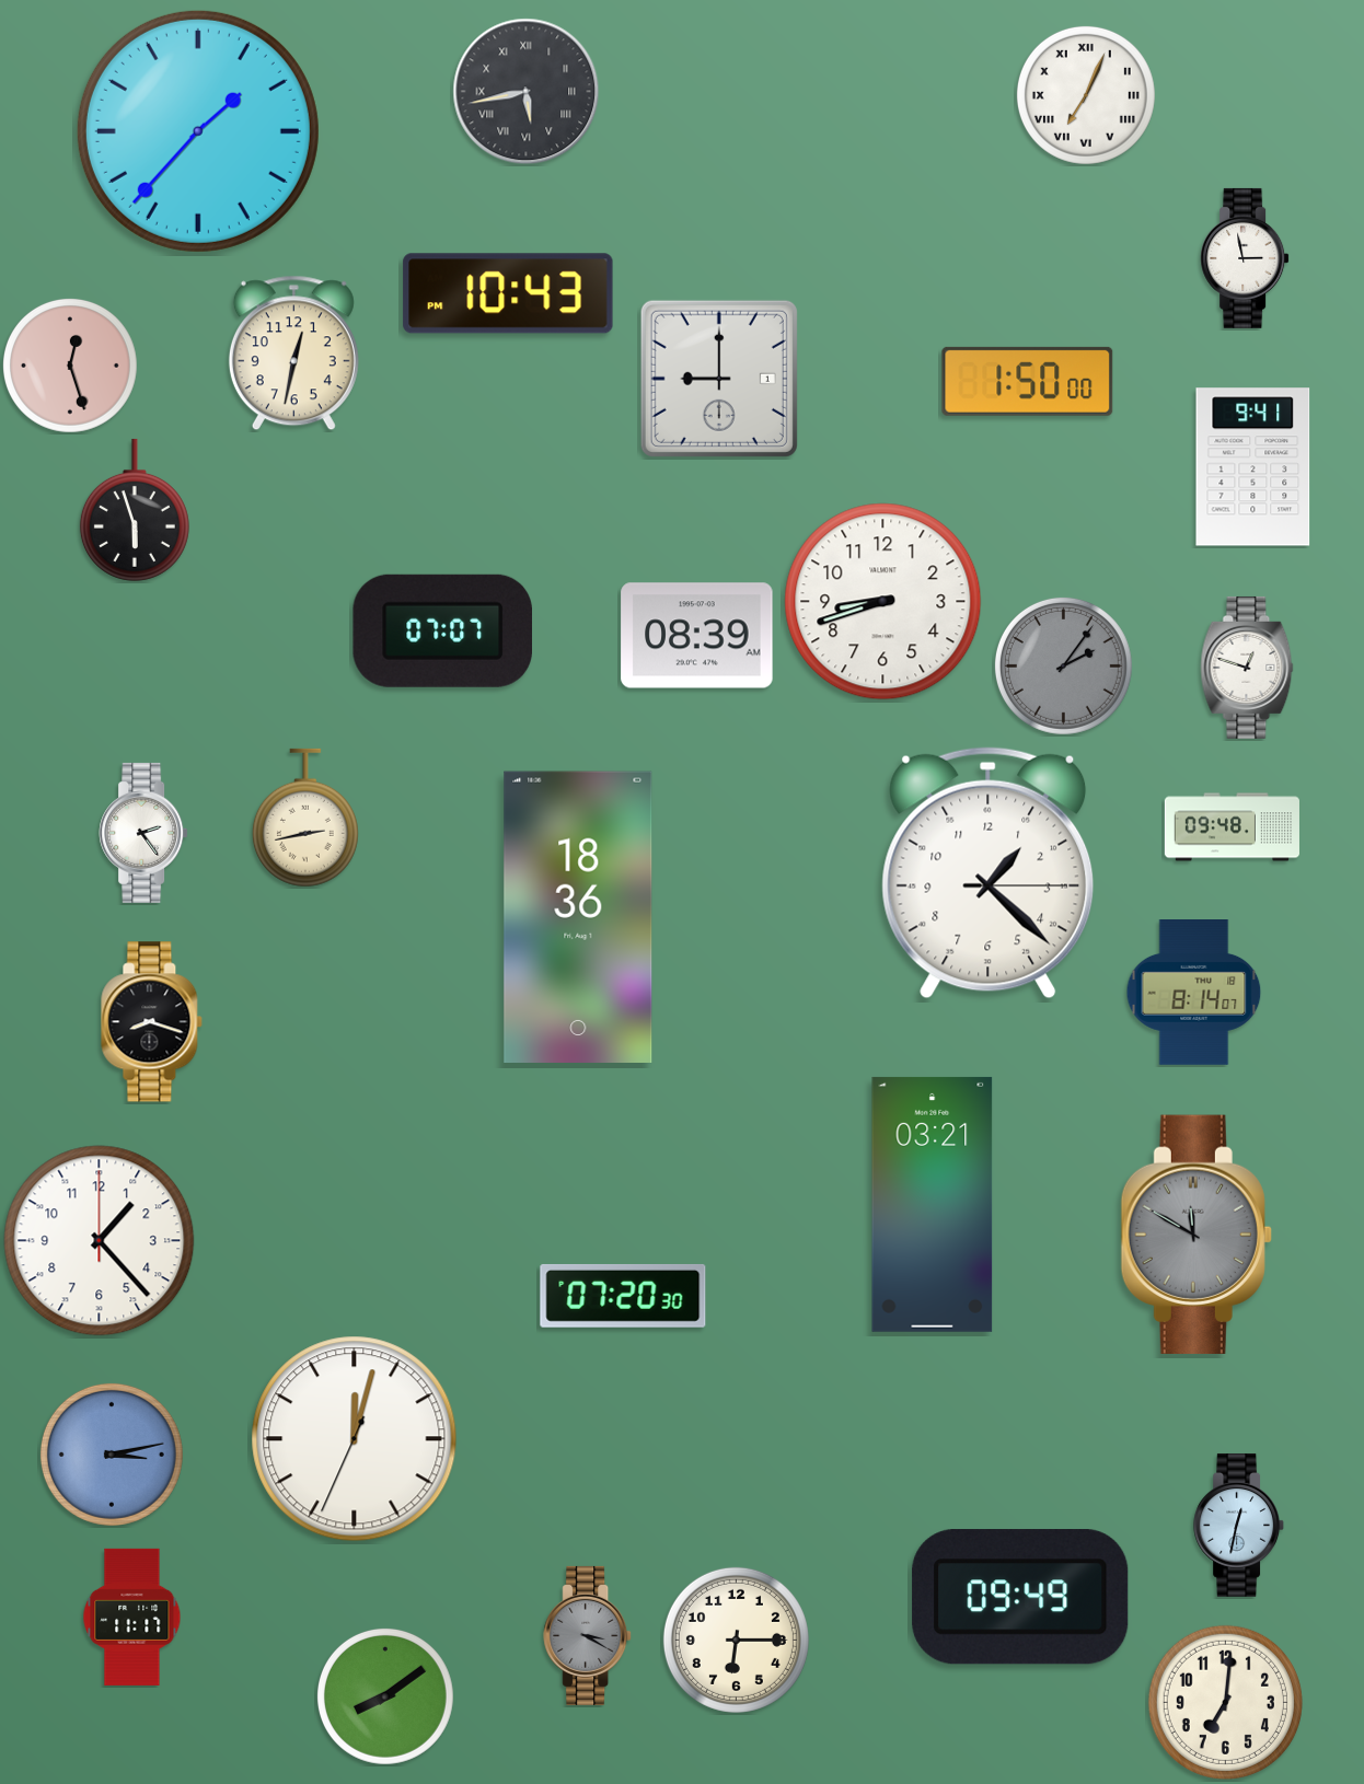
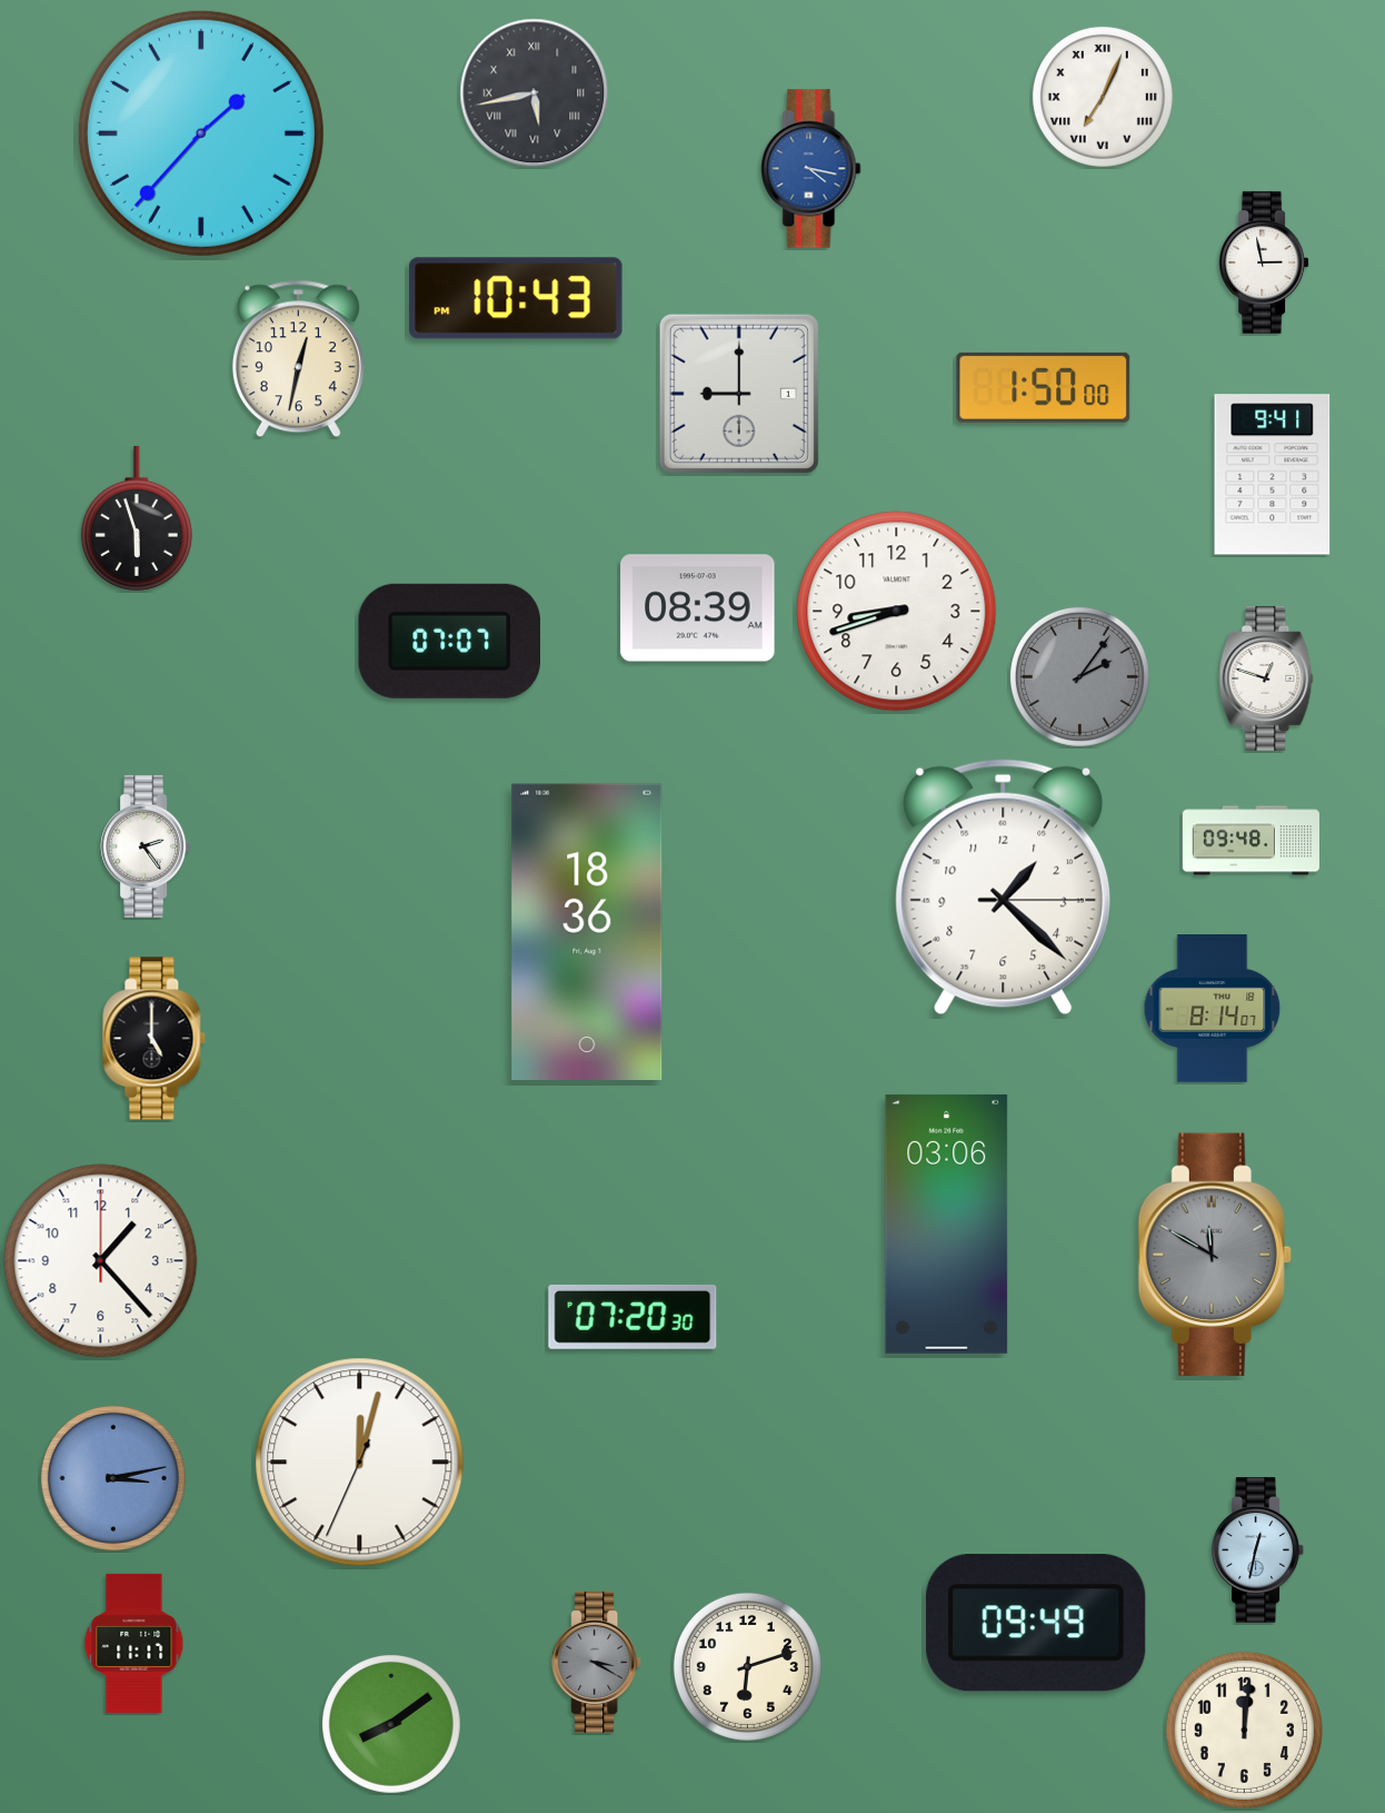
clock at (811, 169): none -> 4:17
clock at (71, 367): 12:27 -> none
clock at (719, 379) position: (719, 379) -> (739, 394)
clock at (697, 636) position: (697, 636) -> (698, 608)
clock at (305, 818): 2:43 -> none
clock at (152, 1022): 8:18 -> 5:00
clock at (933, 1204): 03:21 -> 03:06
clock at (736, 1640): 6:15 -> 6:12
clock at (1225, 1702): 7:01 -> 12:01
